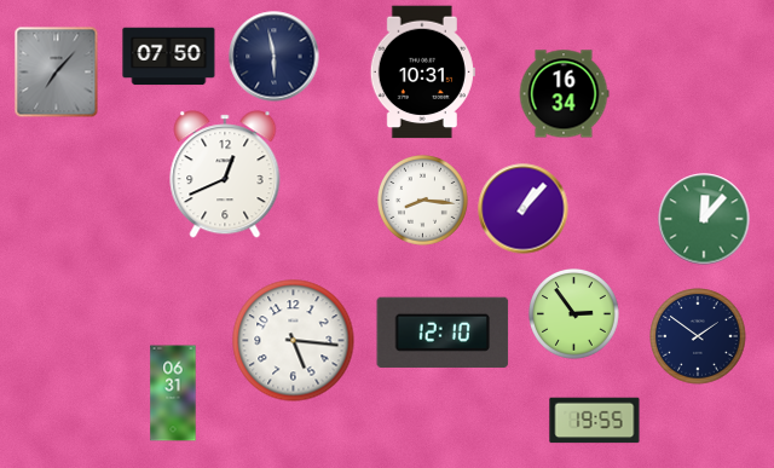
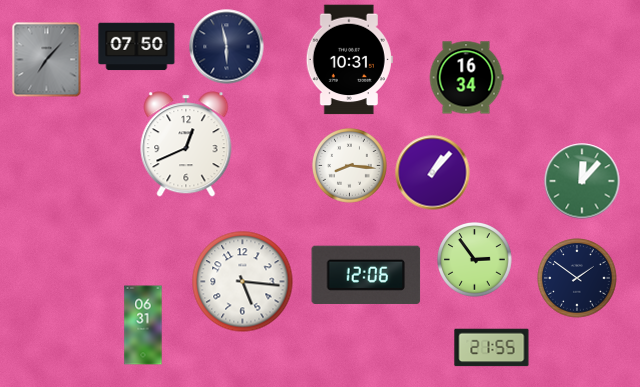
clock at (169, 57) position: (169, 57) -> (137, 47)
clock at (443, 333): 12:10 -> 12:06
clock at (595, 421): 19:55 -> 21:55
